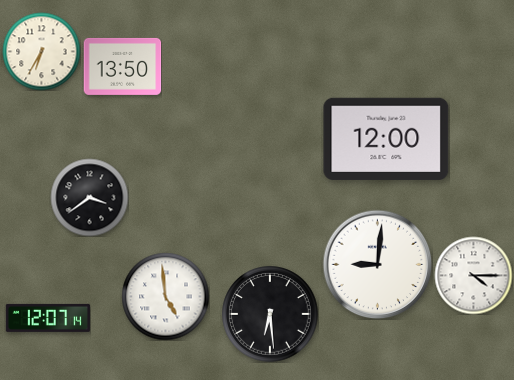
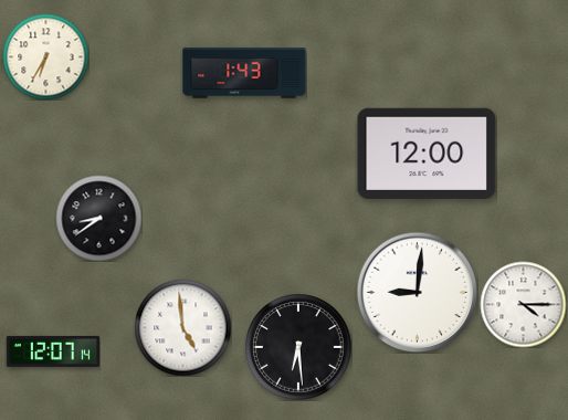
clock at (122, 66): 13:50 -> none
clock at (244, 73): none -> 1:43
clock at (89, 197): 3:39 -> 8:39
